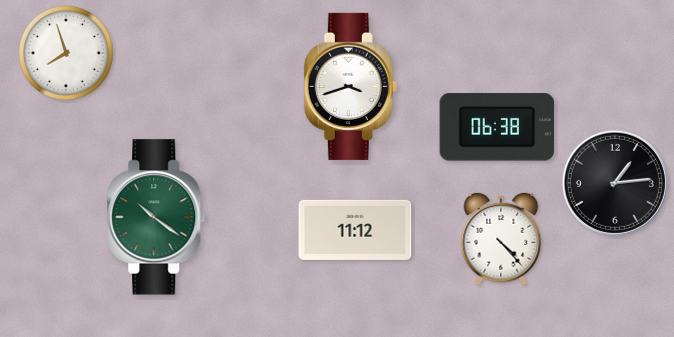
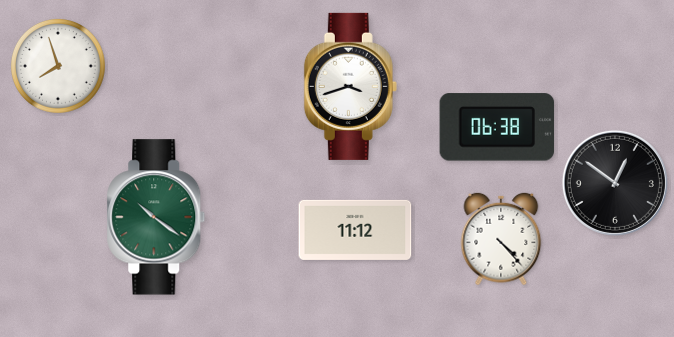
clock at (67, 54) position: (67, 54) -> (59, 67)
clock at (615, 183): 1:14 -> 12:51
